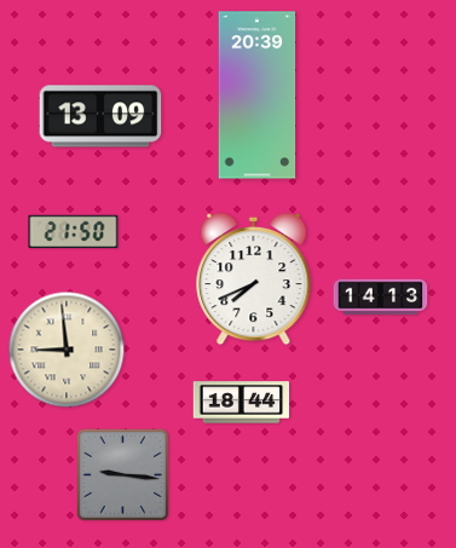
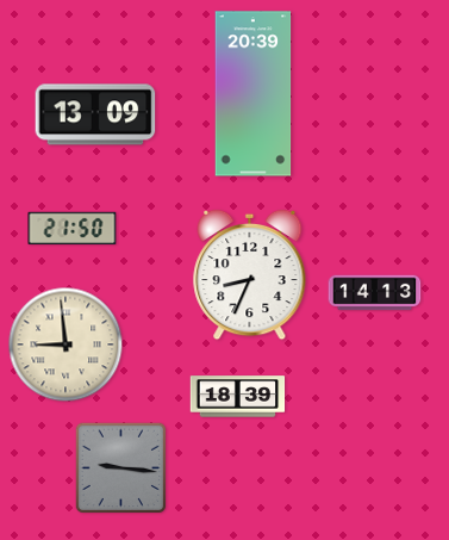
clock at (100, 116) position: (100, 116) -> (95, 114)
clock at (254, 279): 7:41 -> 8:34
clock at (242, 403): 18:44 -> 18:39
